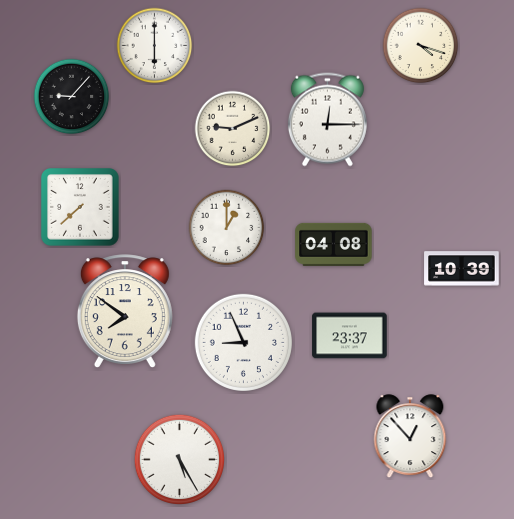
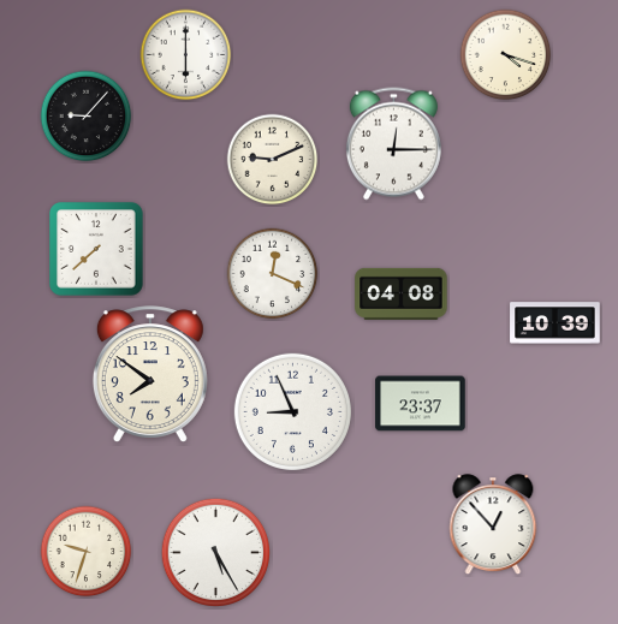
clock at (233, 129) position: (233, 129) -> (273, 160)
clock at (227, 228): 1:00 -> 12:19
clock at (87, 552): none -> 9:33
